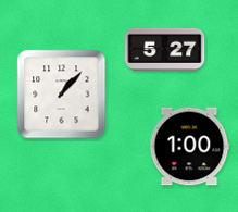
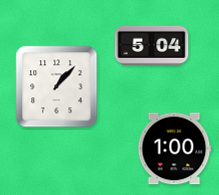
clock at (165, 49): 5:27 -> 5:04
clock at (189, 147) position: (189, 147) -> (174, 149)
